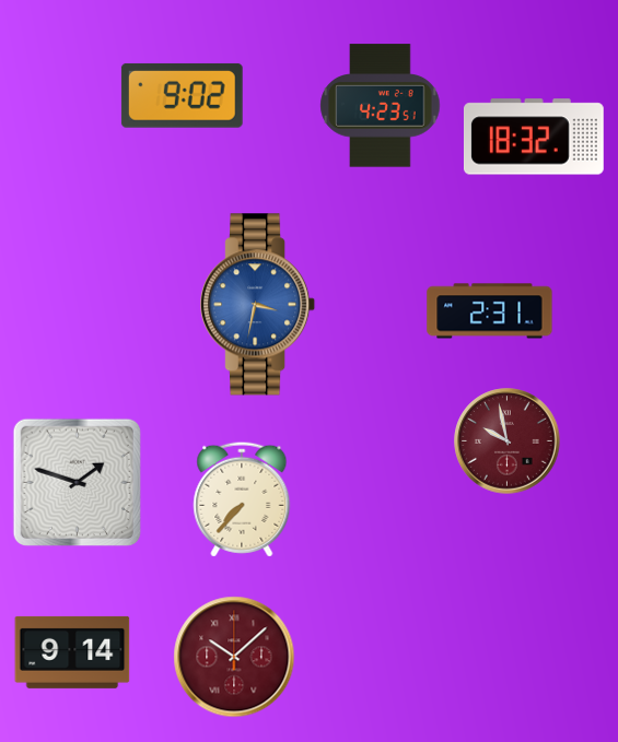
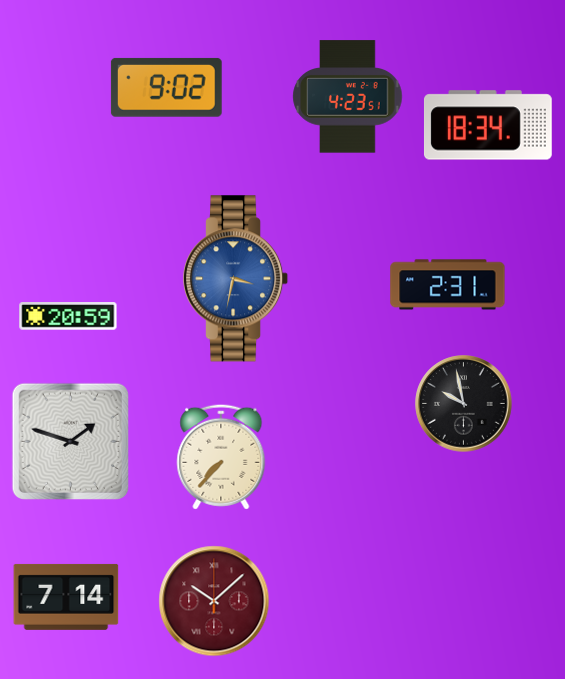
clock at (534, 137): 18:32 -> 18:34
clock at (68, 316): none -> 20:59
clock at (508, 441) dial: burgundy -> black
clock at (72, 652): 9:14 -> 7:14
